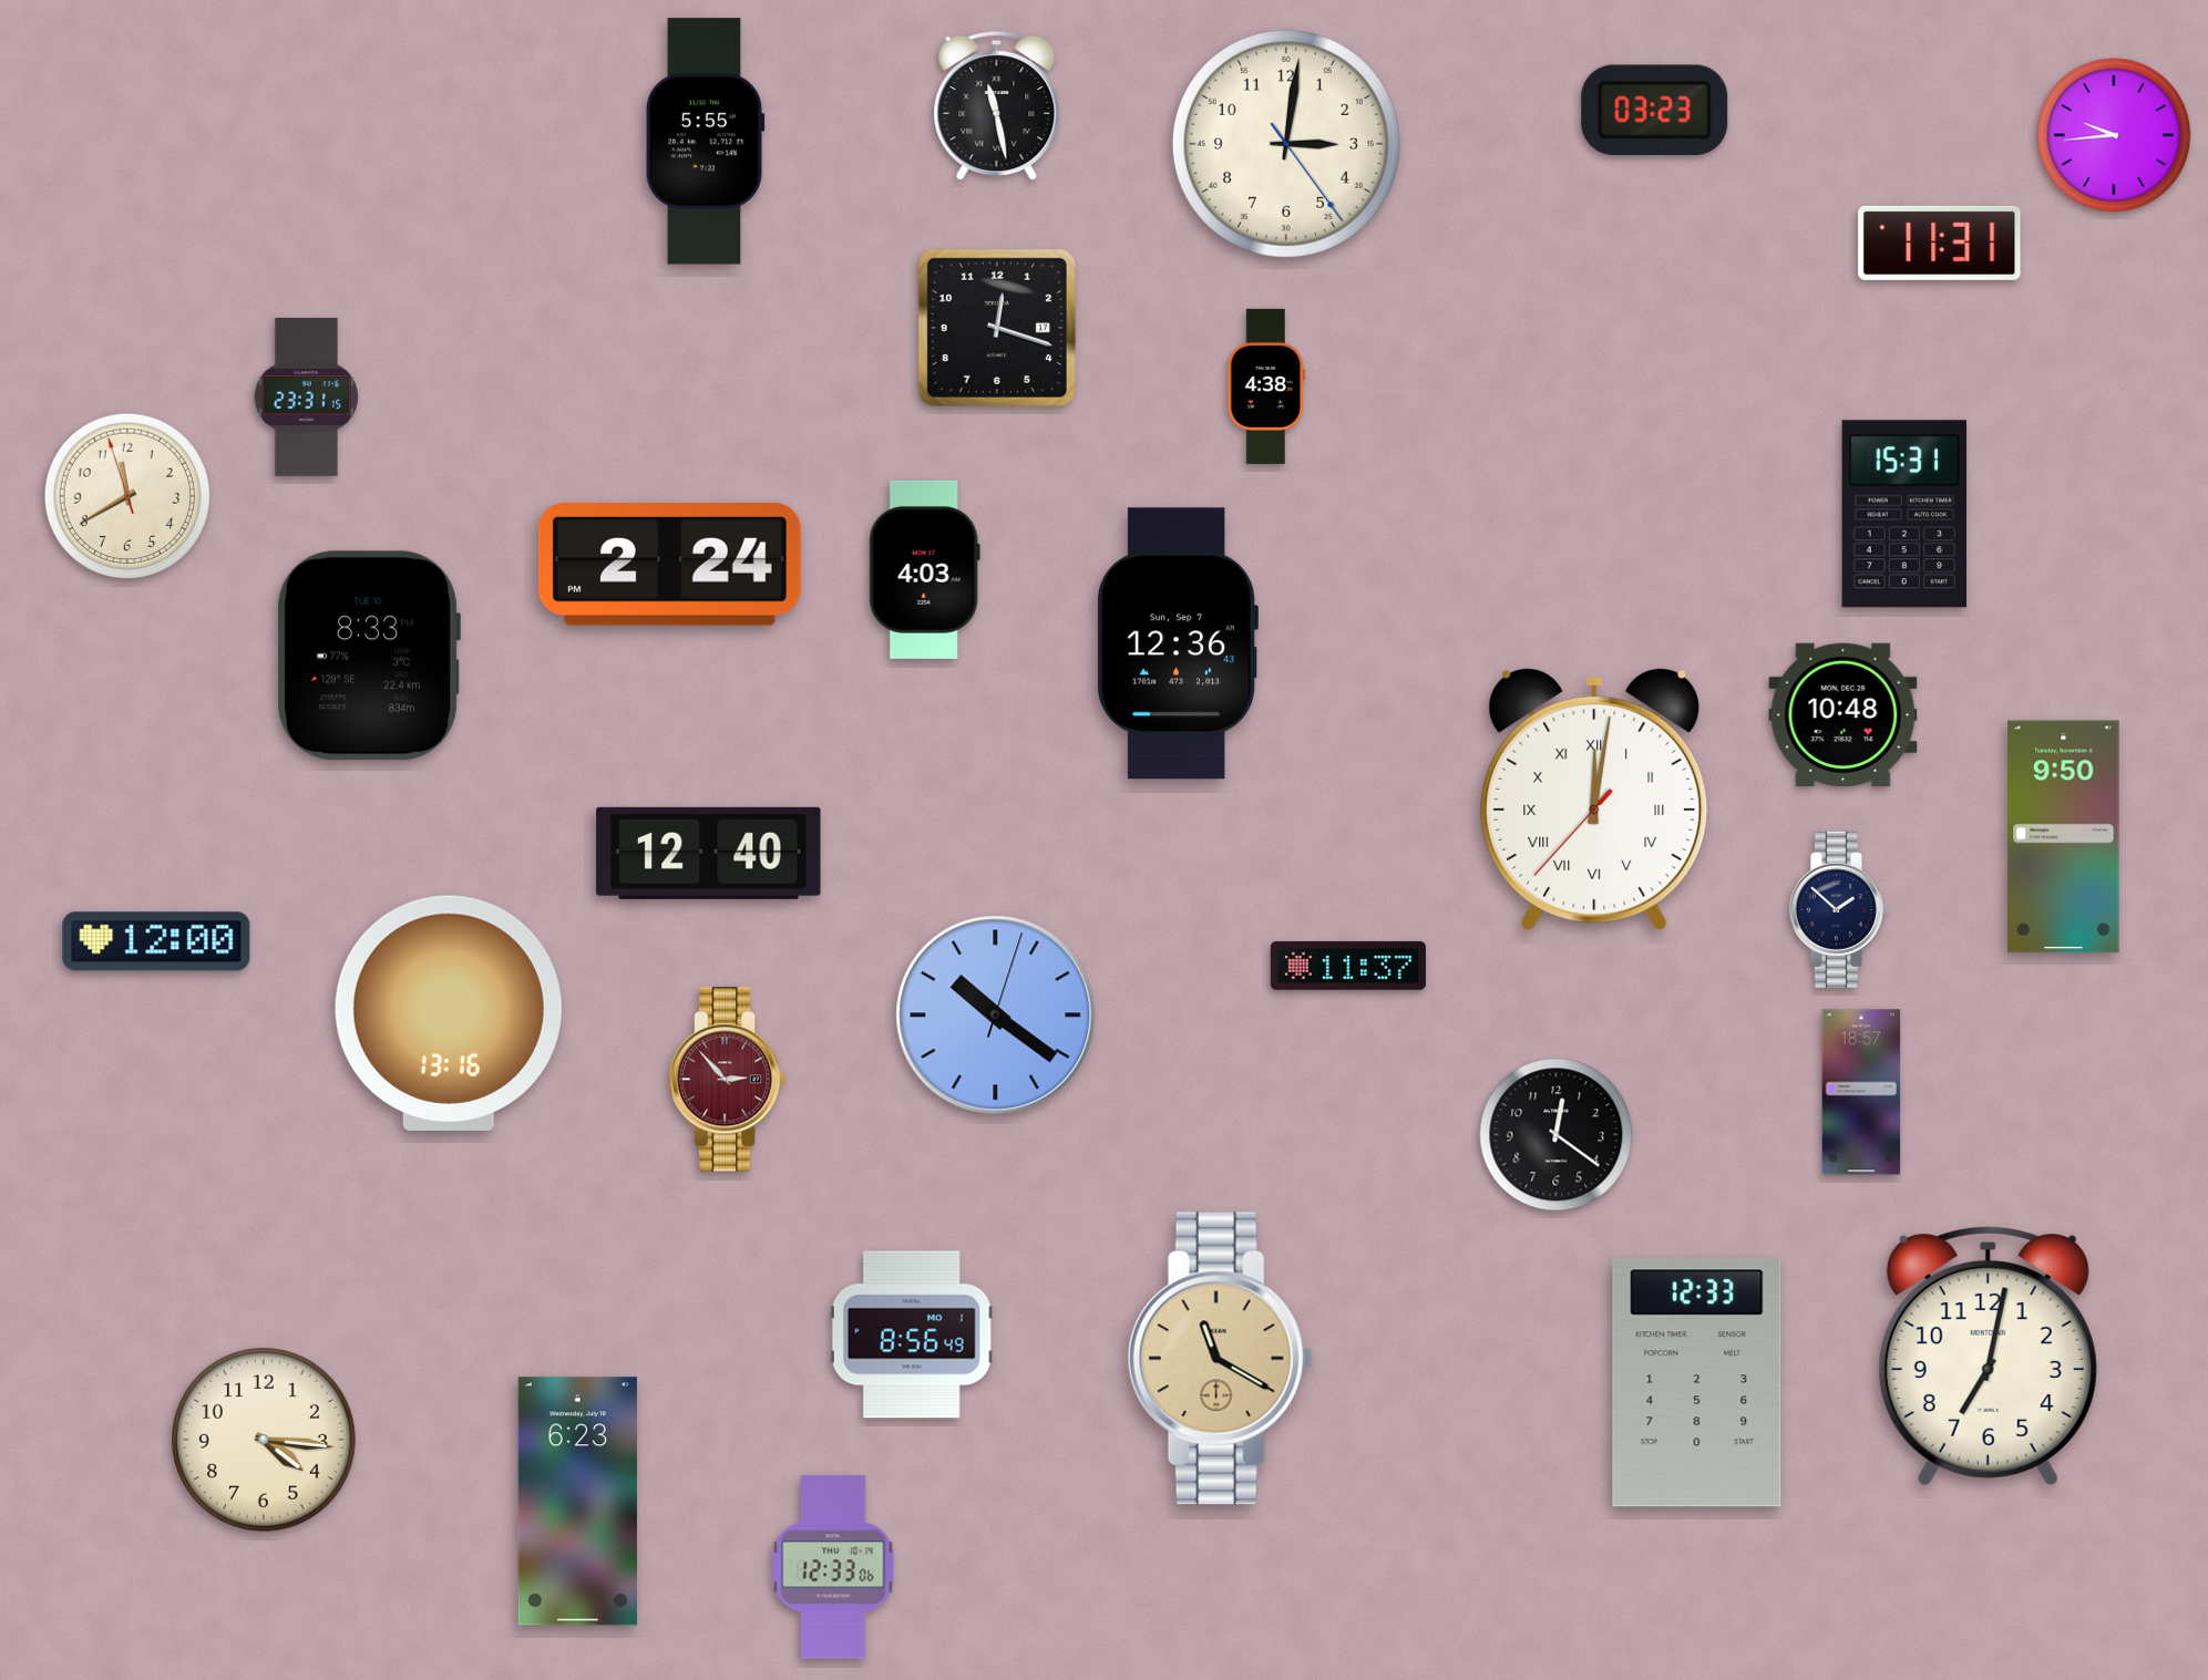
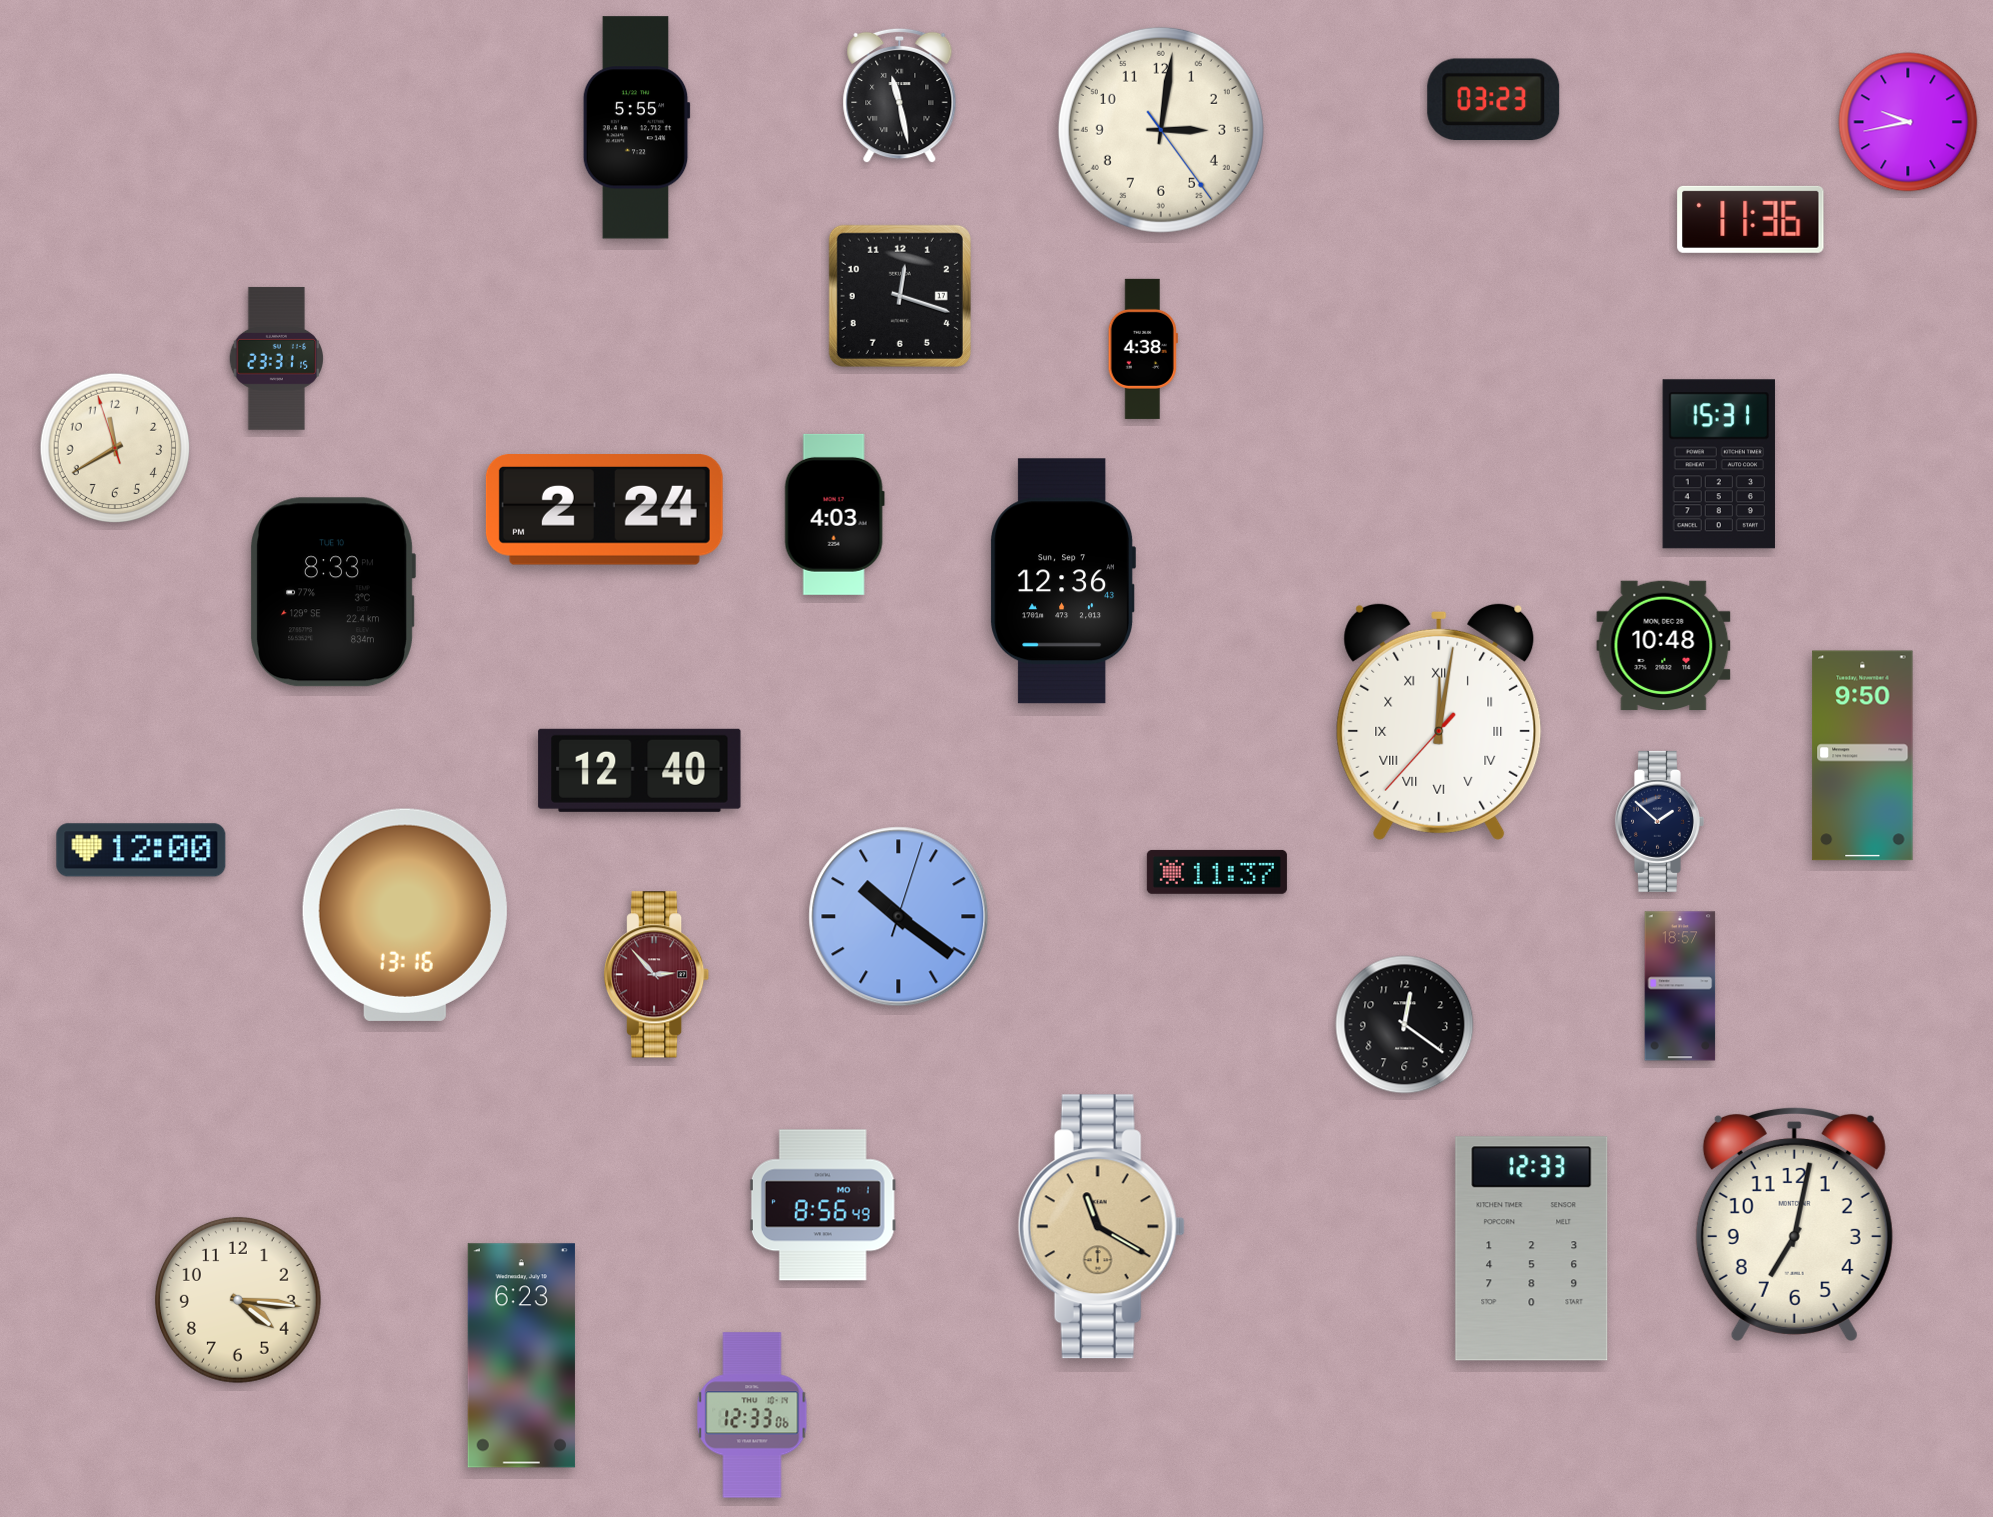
clock at (2114, 135): 9:44 -> 9:43
clock at (1940, 243): 11:31 -> 11:36
